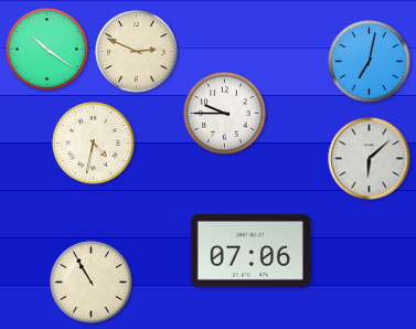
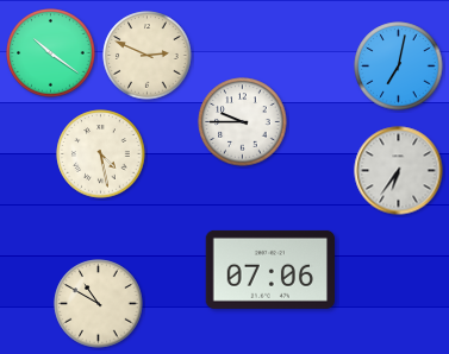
clock at (94, 144): 4:32 -> 4:28
clock at (370, 159): 6:08 -> 6:36
clock at (92, 283): 10:55 -> 10:50
